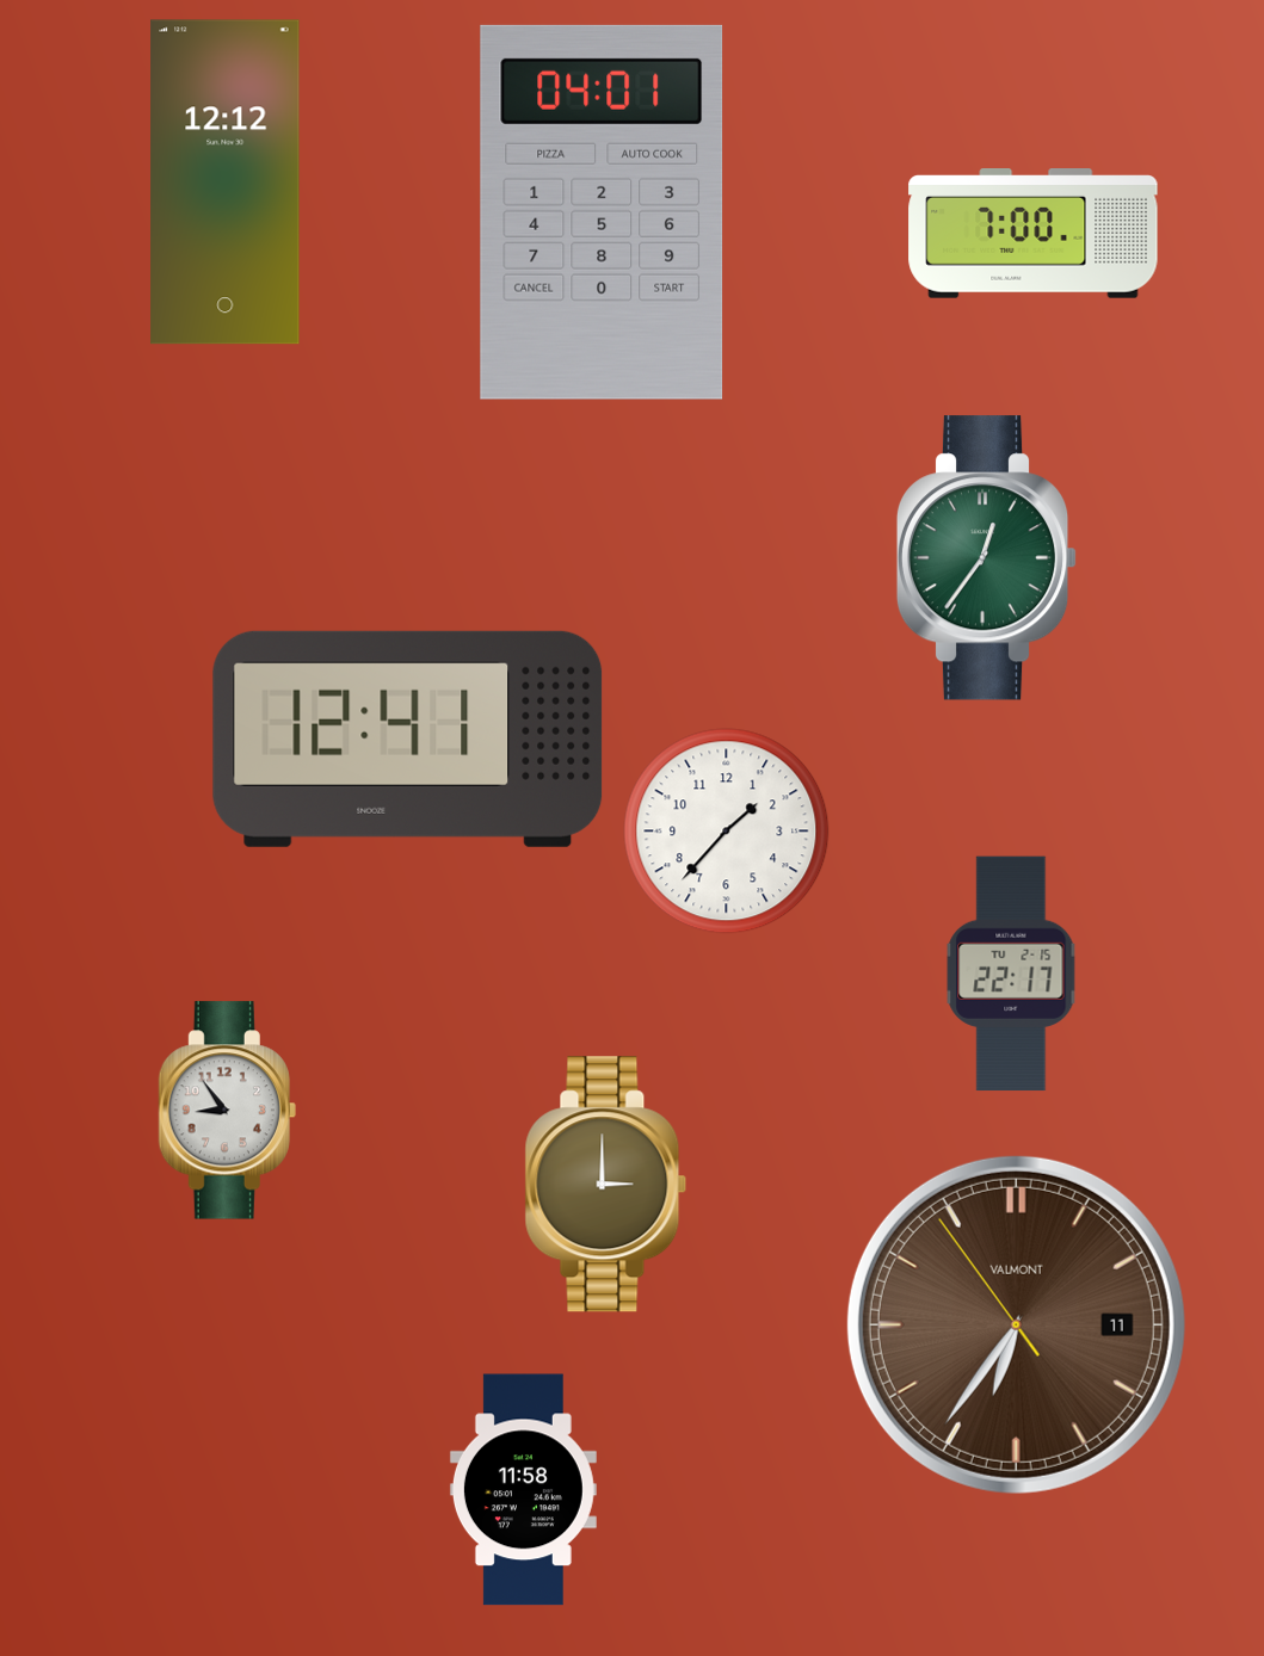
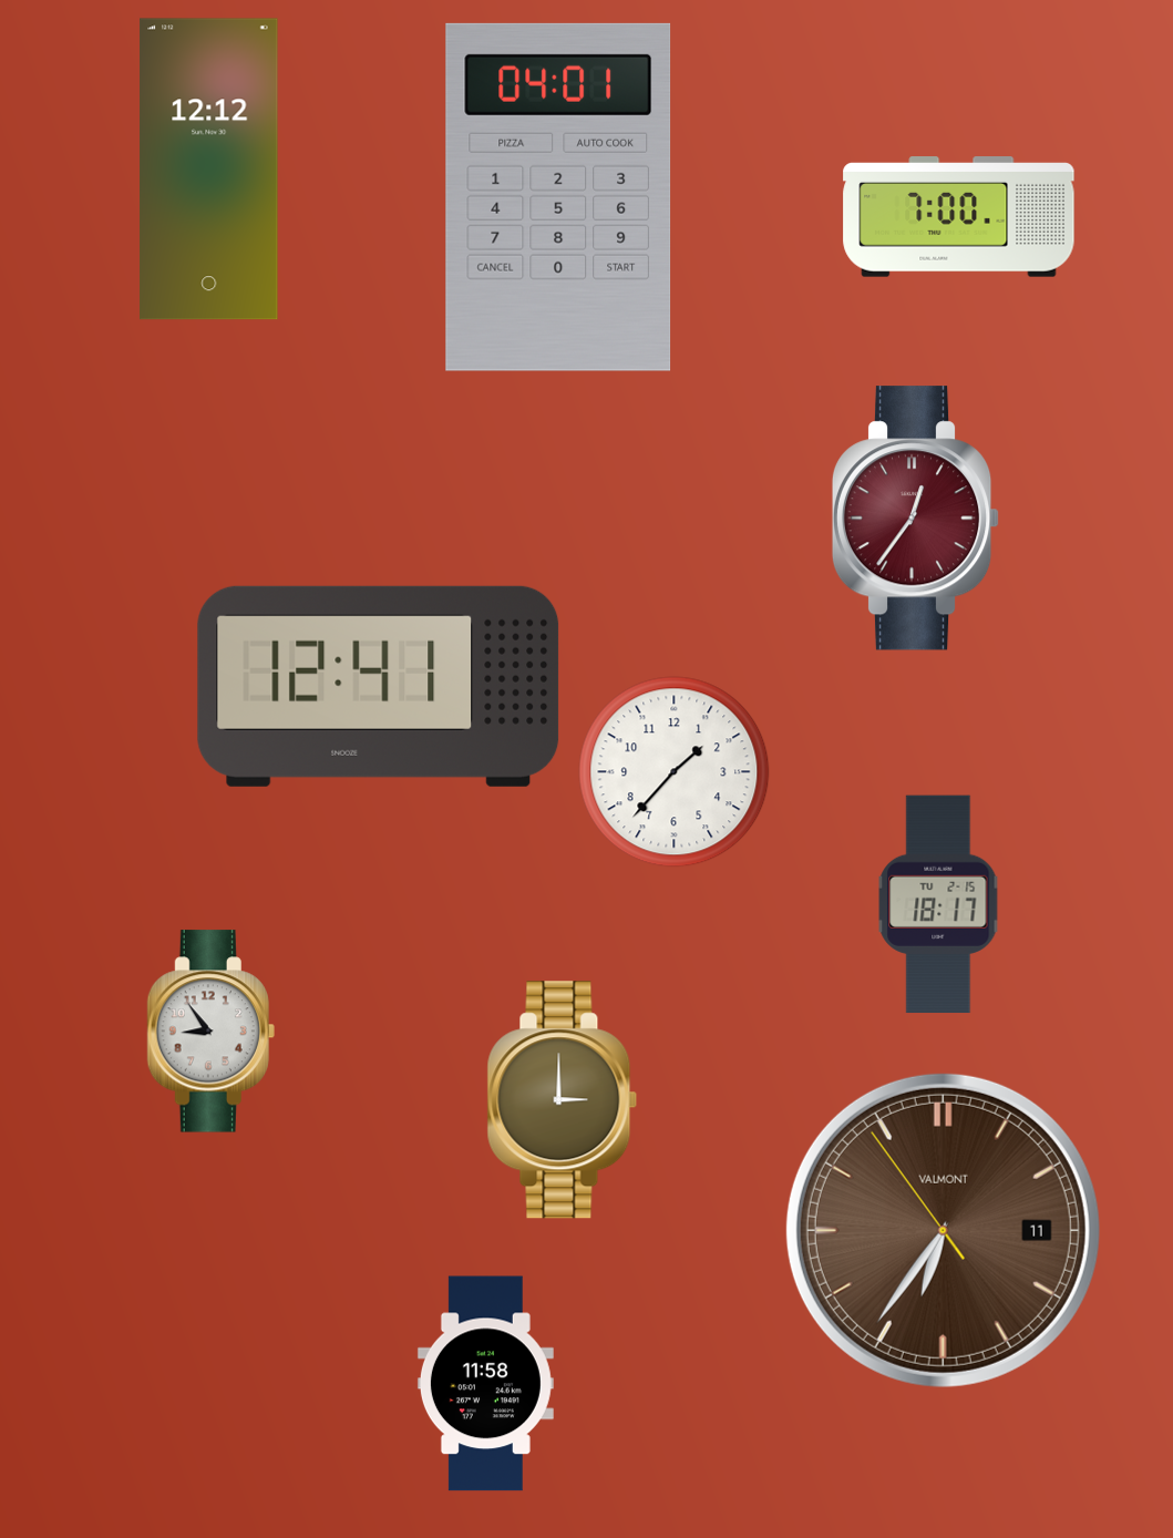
clock at (987, 558) dial: green -> burgundy
clock at (1011, 974): 22:17 -> 18:17
